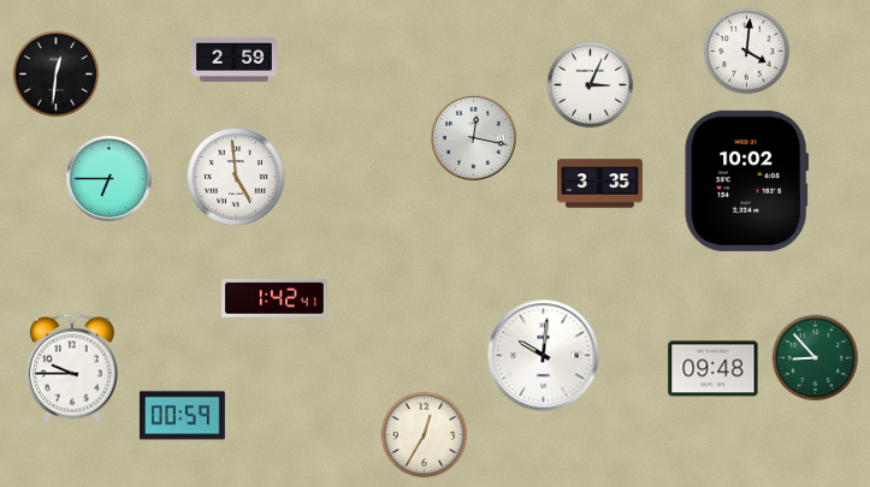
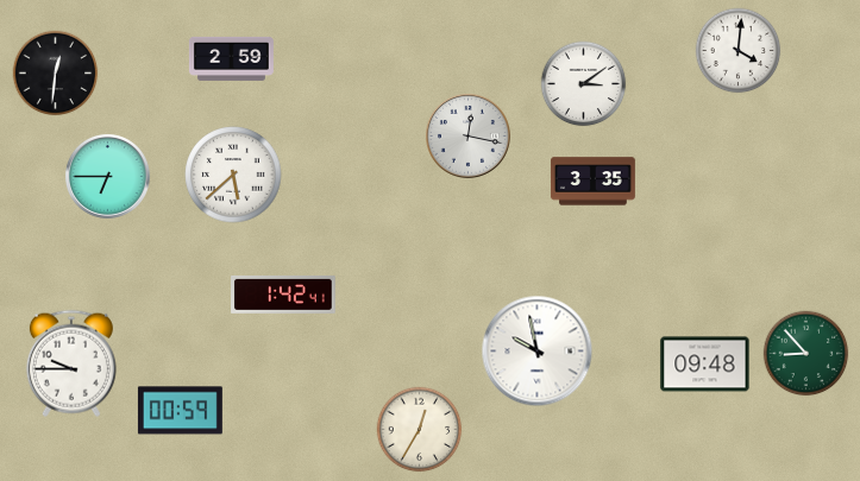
clock at (591, 85): 3:04 -> 3:09
clock at (236, 177): 4:59 -> 5:38
clock at (747, 180): 10:02 -> none
clock at (274, 298) position: (274, 298) -> (283, 295)
clock at (544, 356): 10:01 -> 9:58
